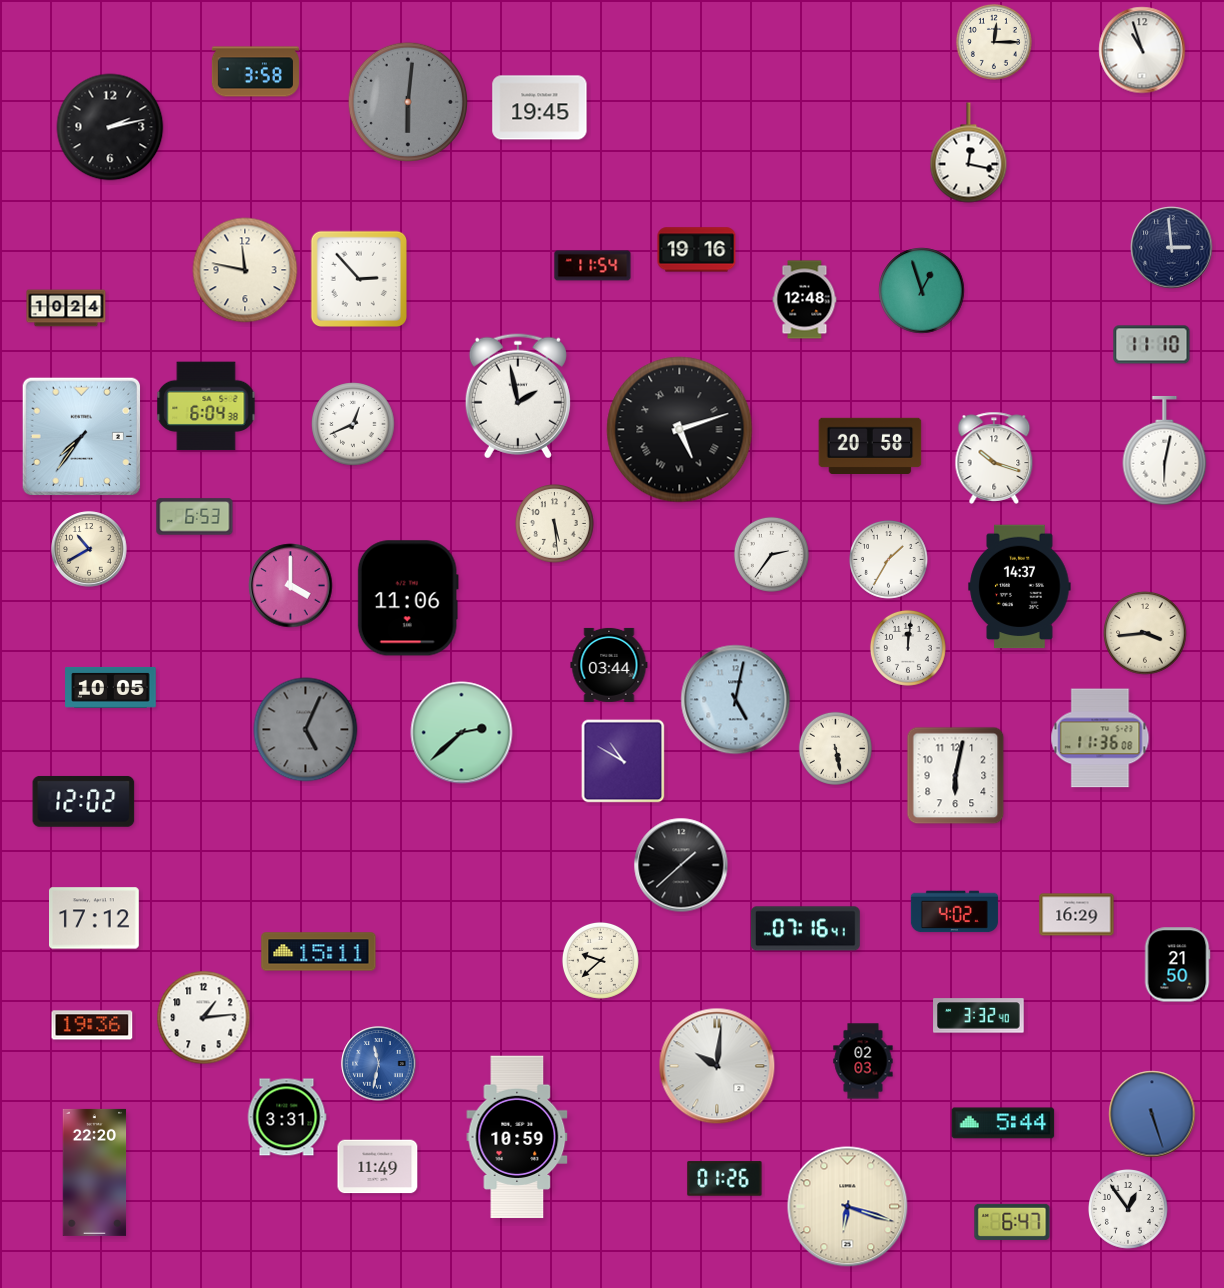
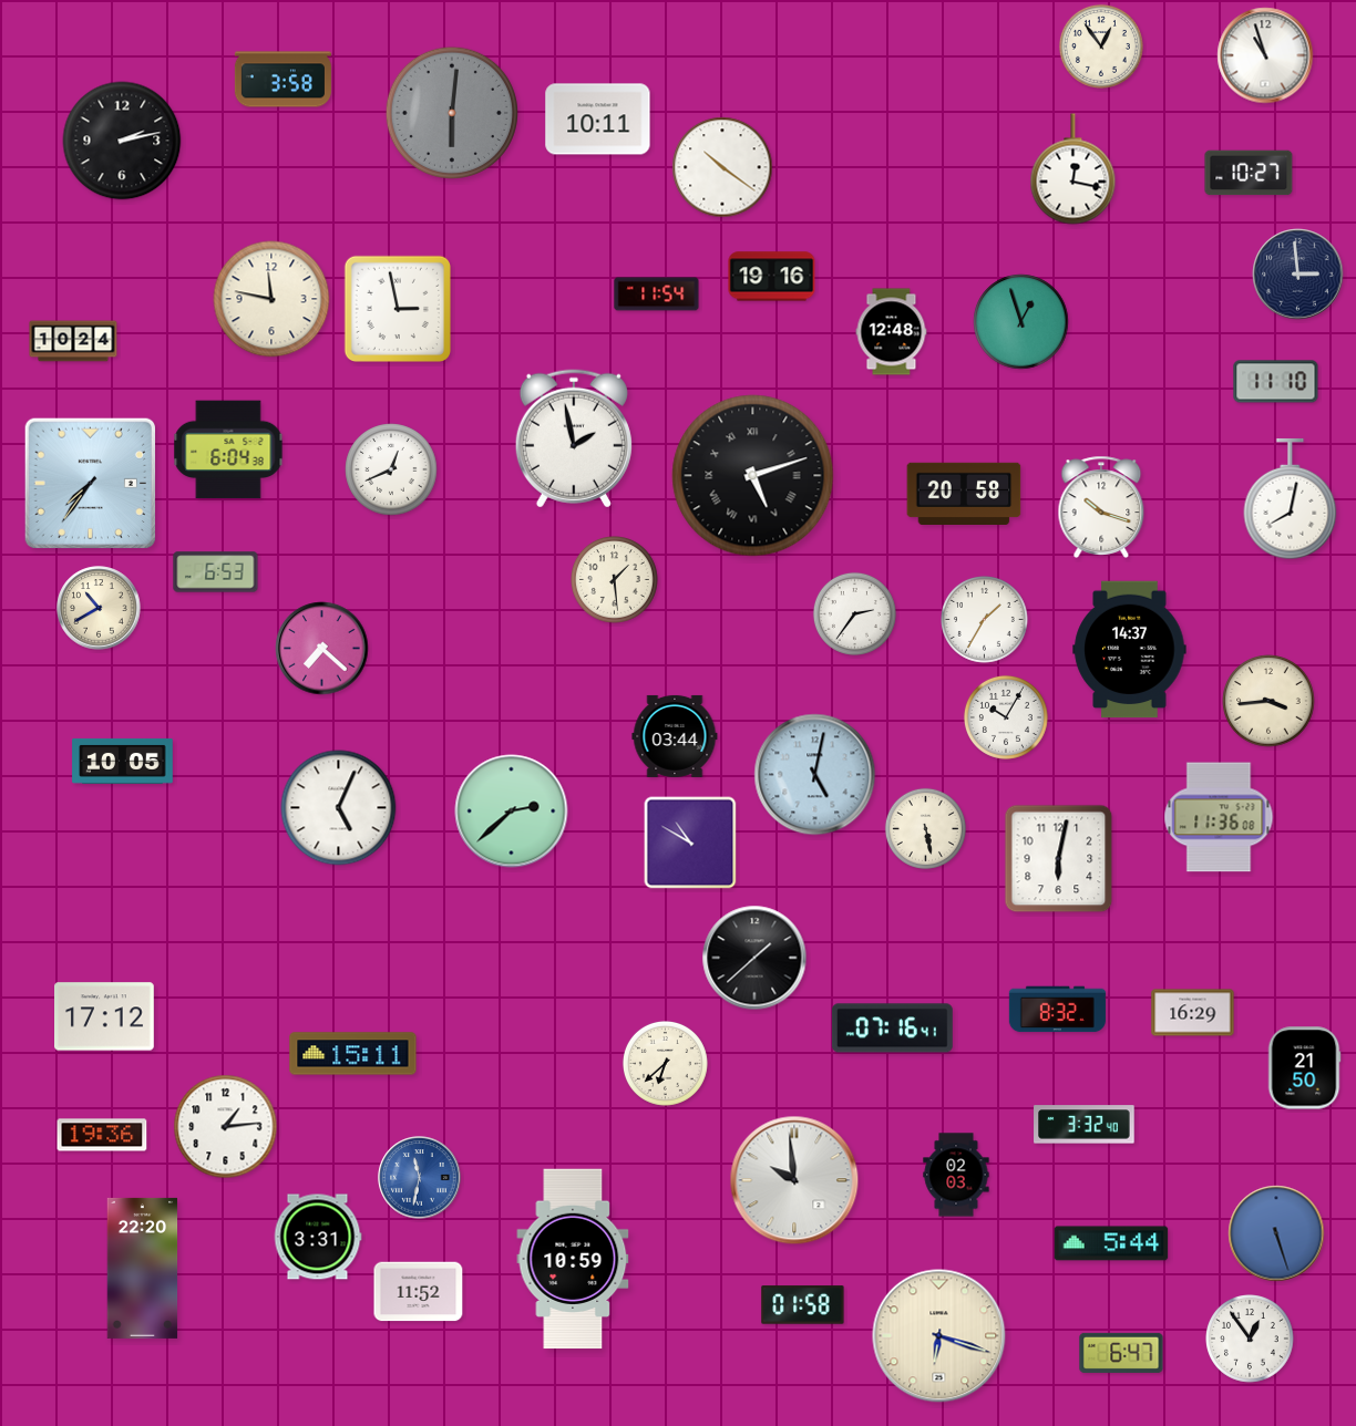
clock at (994, 42): 12:15 -> 12:54
clock at (540, 108): 19:45 -> 10:11
clock at (722, 167): none -> 10:21
clock at (1249, 173): none -> 10:27
clock at (358, 278): 2:53 -> 2:58
clock at (1165, 451): 6:02 -> 8:02
clock at (555, 524): 5:29 -> 1:29
clock at (291, 586): 4:00 -> 7:22
clock at (408, 598): 11:06 -> none
clock at (908, 648): 12:01 -> 10:05
clock at (306, 730) dial: grey -> white
clock at (84, 801): 12:02 -> none
clock at (954, 912): 4:02 -> 8:32
clock at (600, 960): 9:38 -> 6:38
clock at (717, 1066): 10:01 -> 9:59
clock at (378, 1167): 11:49 -> 11:52
clock at (95, 1172) position: (95, 1172) -> (143, 1268)
clock at (725, 1179): 01:26 -> 01:58
